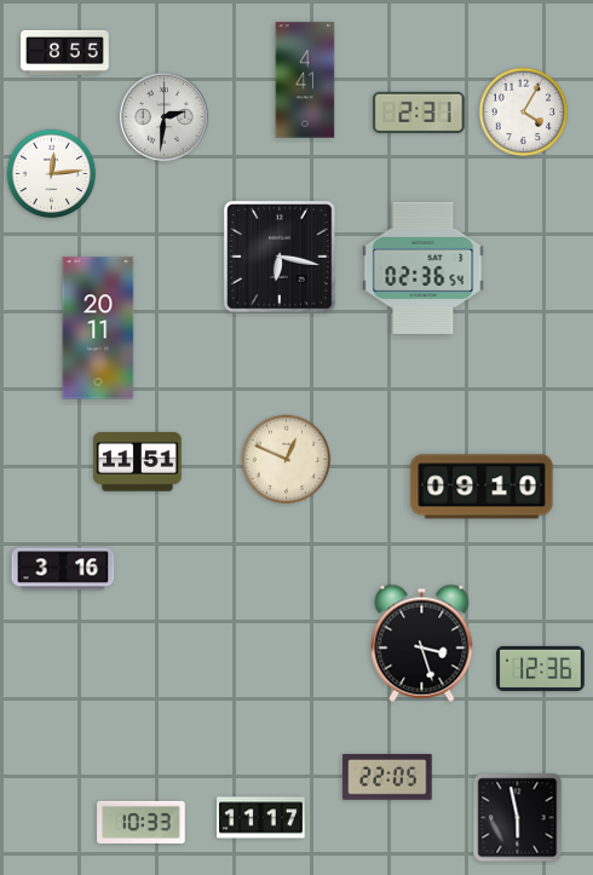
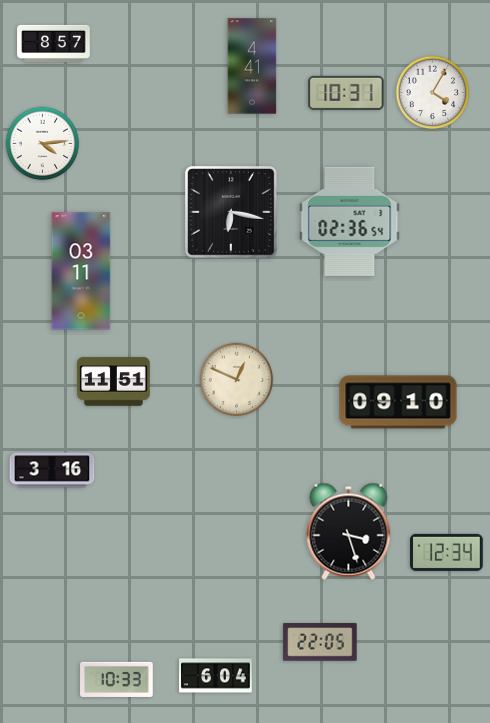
clock at (65, 52): 8:55 -> 8:57
clock at (419, 113): 2:31 -> 10:31
clock at (163, 116): 2:31 -> none
clock at (52, 174): 12:14 -> 4:14
clock at (98, 328): 20:11 -> 03:11
clock at (541, 668): 12:36 -> 12:34
clock at (261, 818): 11:17 -> 6:04
clock at (518, 818): 5:58 -> none
